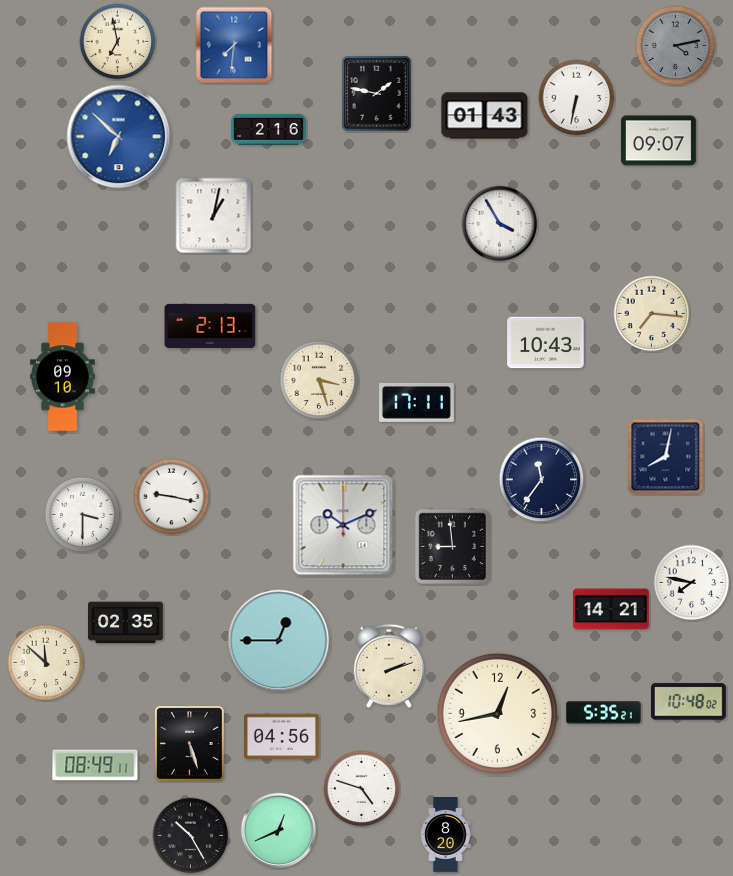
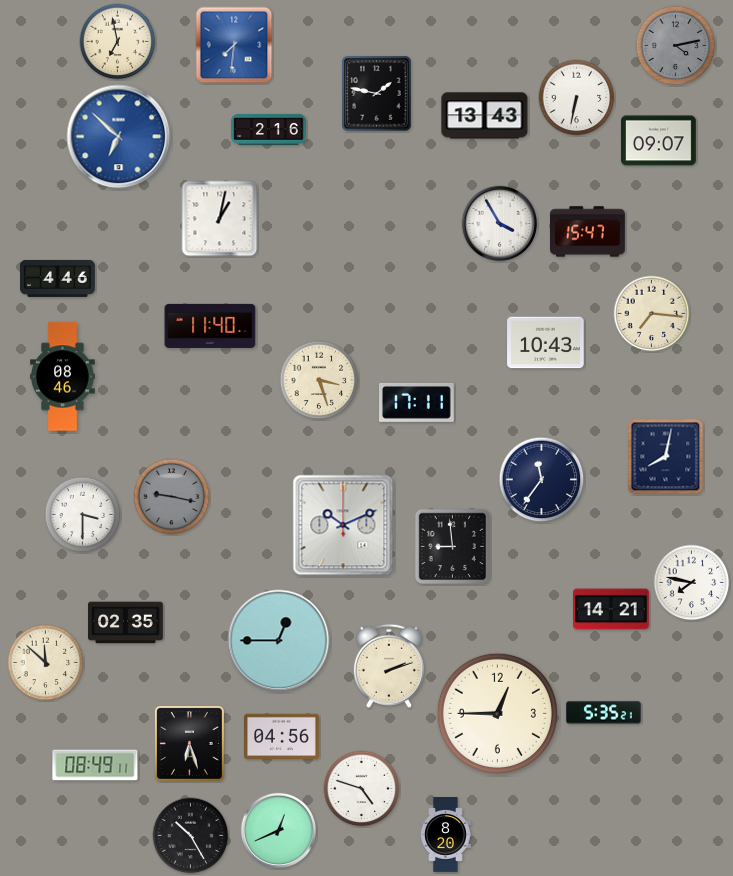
clock at (485, 116): 01:43 -> 13:43
clock at (214, 216) position: (214, 216) -> (220, 219)
clock at (588, 232): none -> 15:47
clock at (58, 278): none -> 4:46
clock at (210, 326): 2:13 -> 11:40
clock at (63, 377): 09:10 -> 08:46
clock at (172, 497) dial: white -> grey
clock at (689, 702): 10:48 -> none
clock at (497, 713): 12:43 -> 12:45
clock at (189, 743): 5:27 -> 6:27
